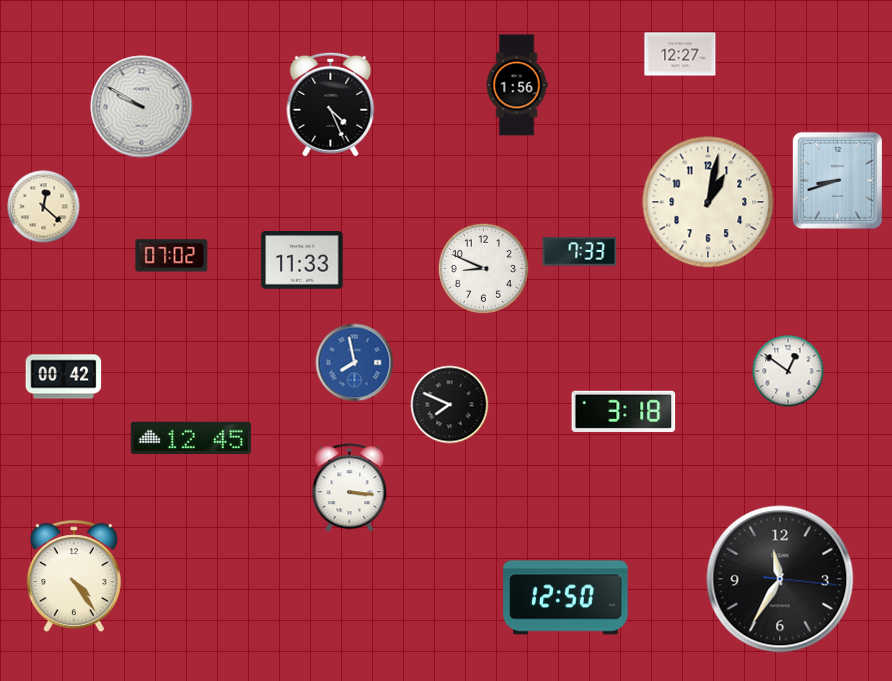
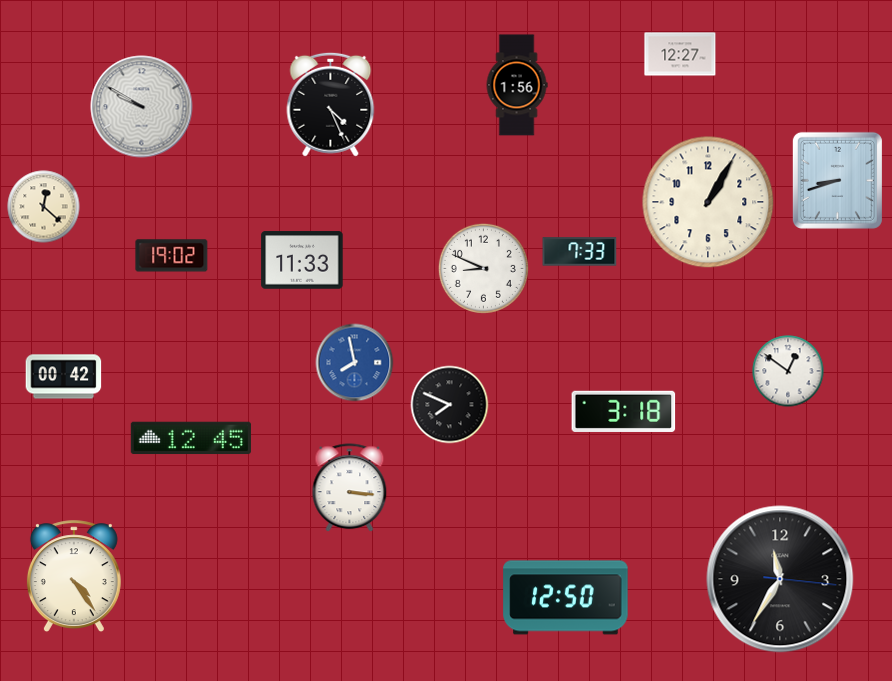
clock at (708, 202): 1:02 -> 1:05
clock at (172, 256): 07:02 -> 19:02
